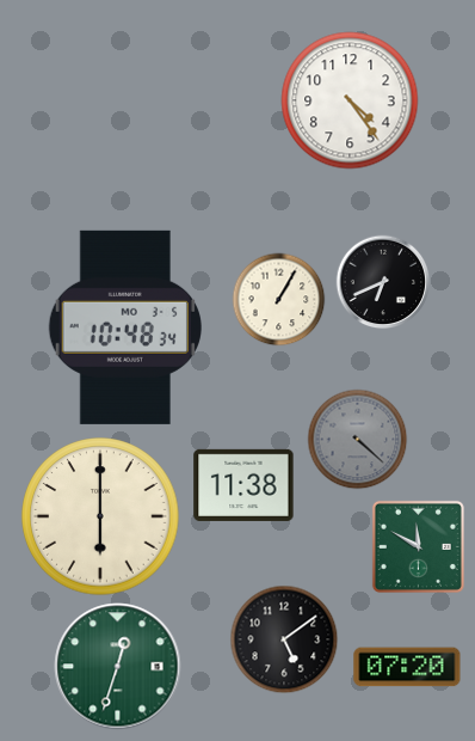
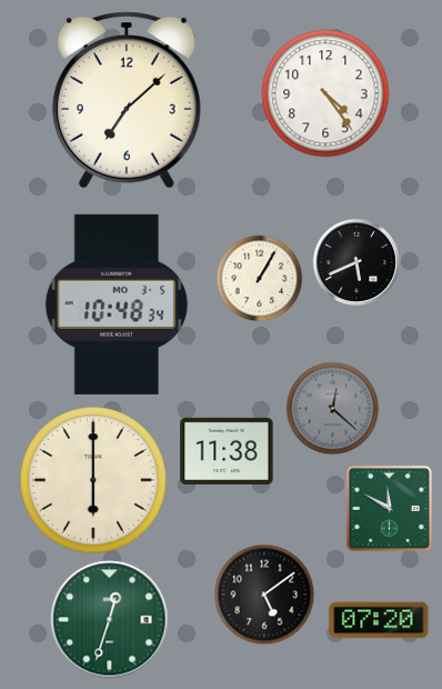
clock at (127, 100): none -> 7:08
clock at (383, 282): 6:41 -> 5:41
clock at (357, 439): 4:22 -> 12:22
